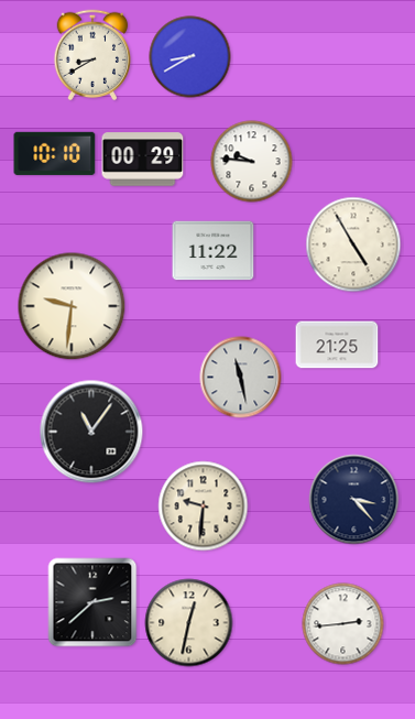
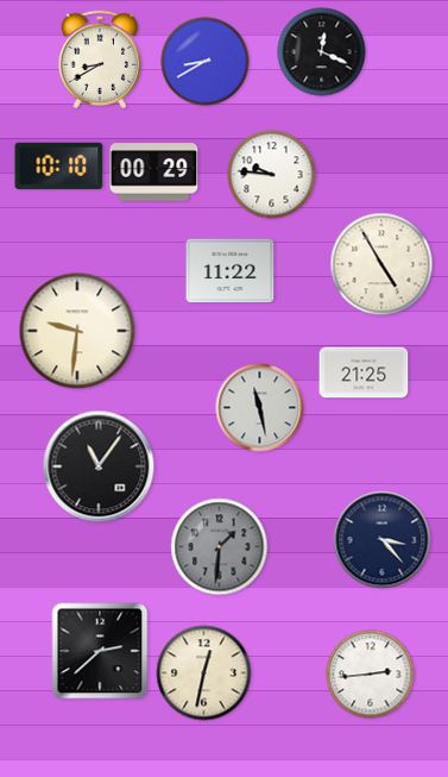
clock at (322, 52): none -> 12:19
clock at (204, 506): 9:31 -> 1:31
clock at (204, 506) dial: cream -> grey
